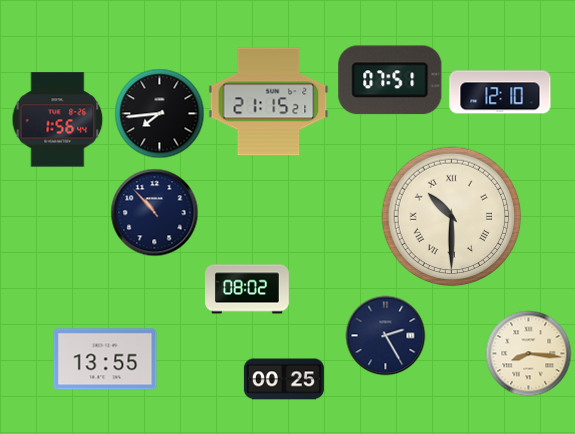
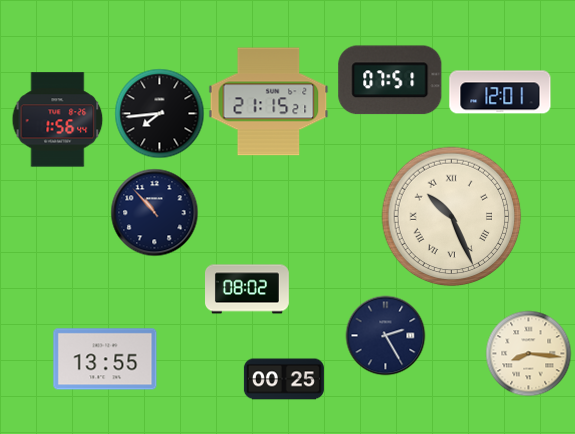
clock at (500, 92): 12:10 -> 12:01
clock at (452, 217): 10:30 -> 10:26
